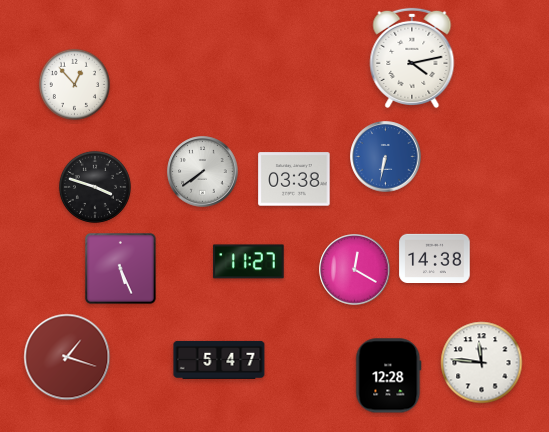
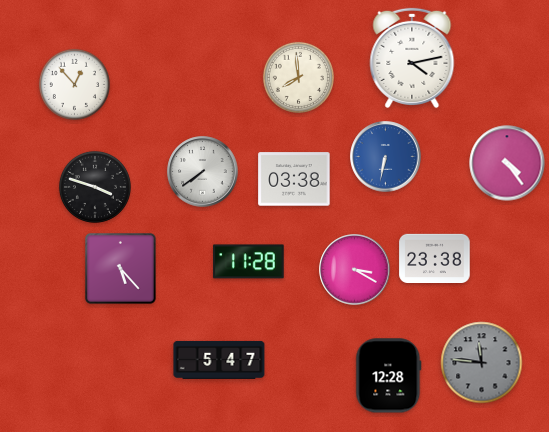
clock at (298, 77): none -> 7:59
clock at (507, 163): none -> 4:24
clock at (435, 258): 14:38 -> 23:38
clock at (249, 262): 11:27 -> 11:28
clock at (121, 269): 5:26 -> 5:23
clock at (355, 270): 12:20 -> 3:20
clock at (67, 357): 1:18 -> none
clock at (482, 363) dial: white -> grey
